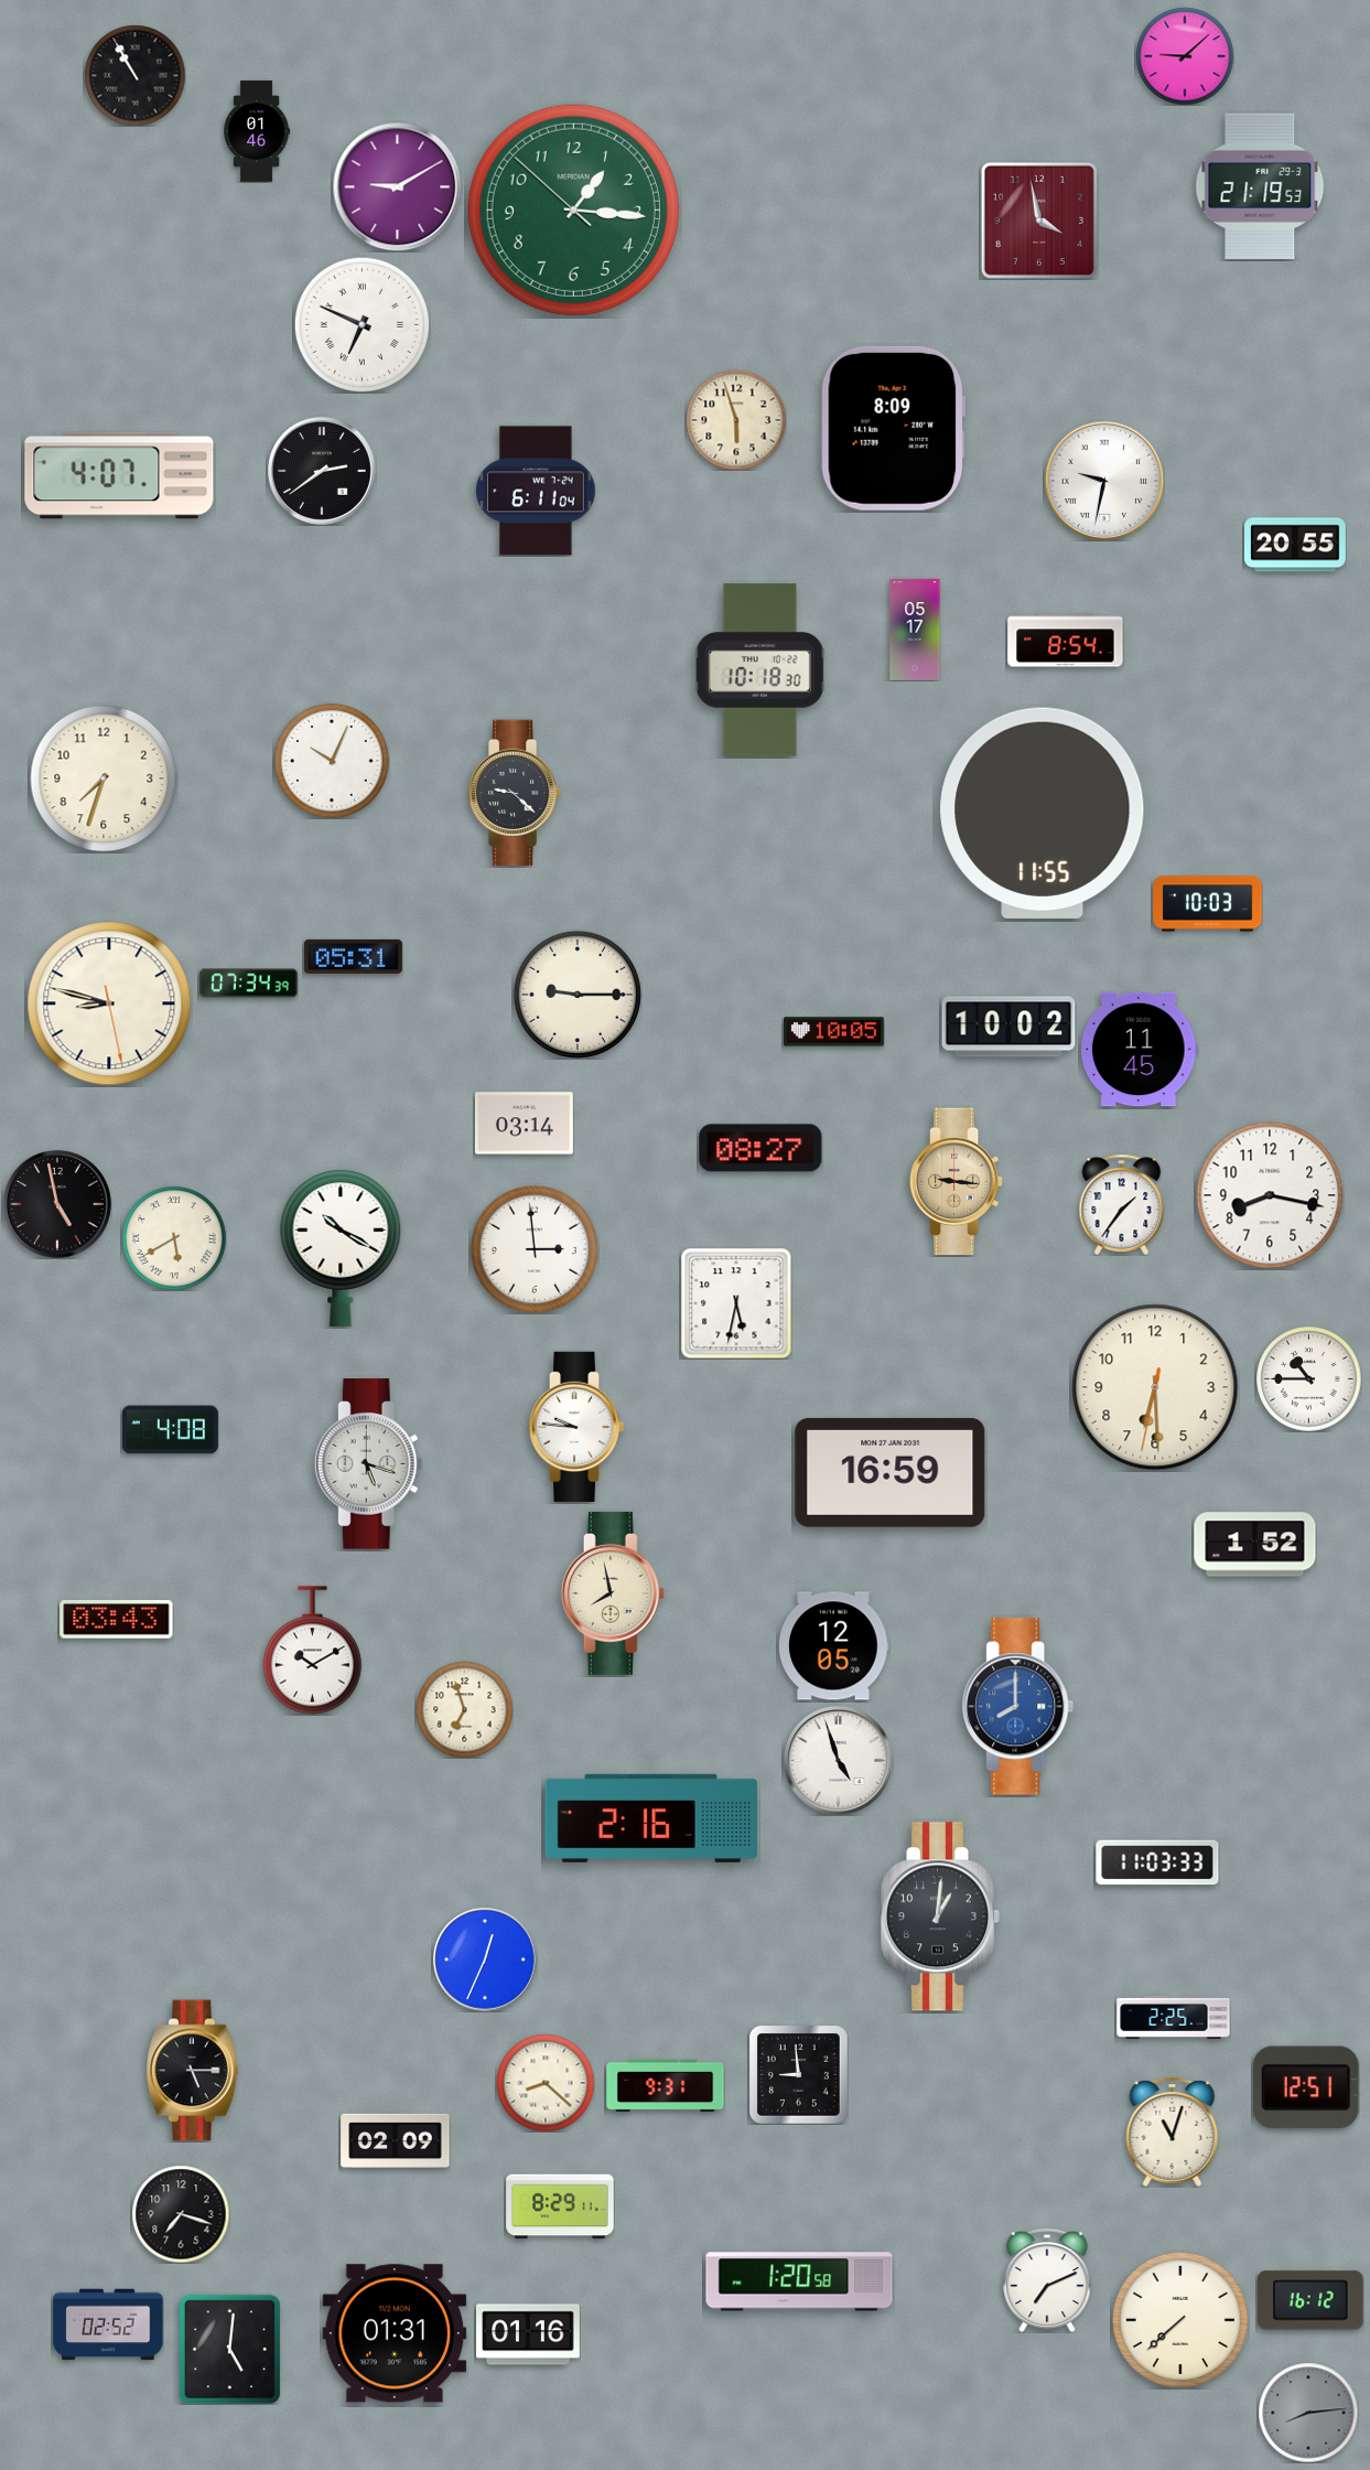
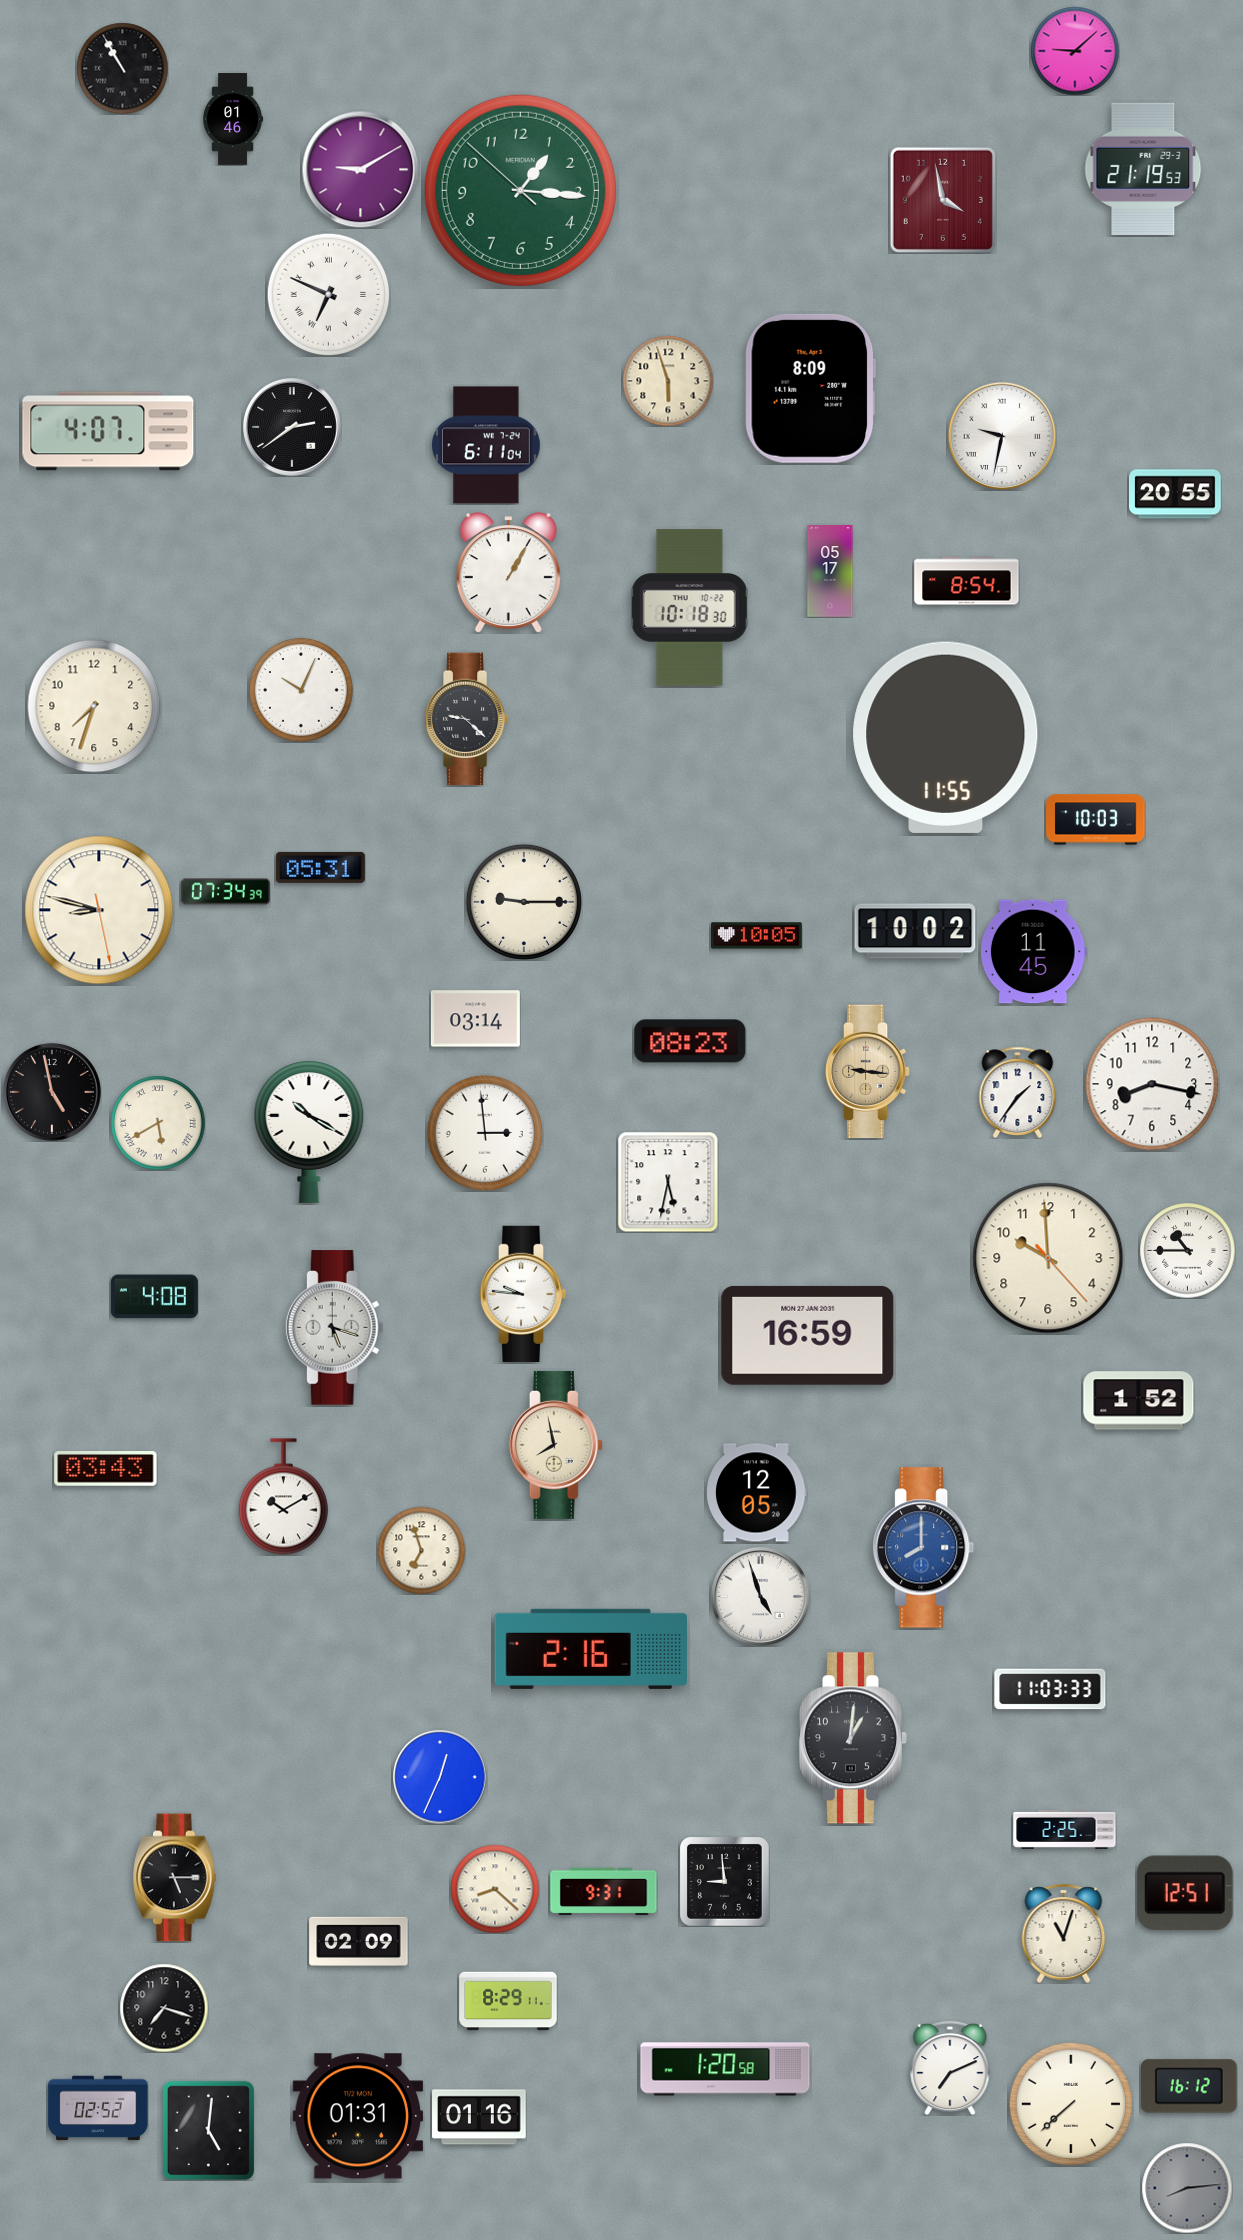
clock at (508, 573): none -> 1:05
clock at (760, 1148): 08:27 -> 08:23
clock at (1155, 1387): 6:29 -> 9:59
